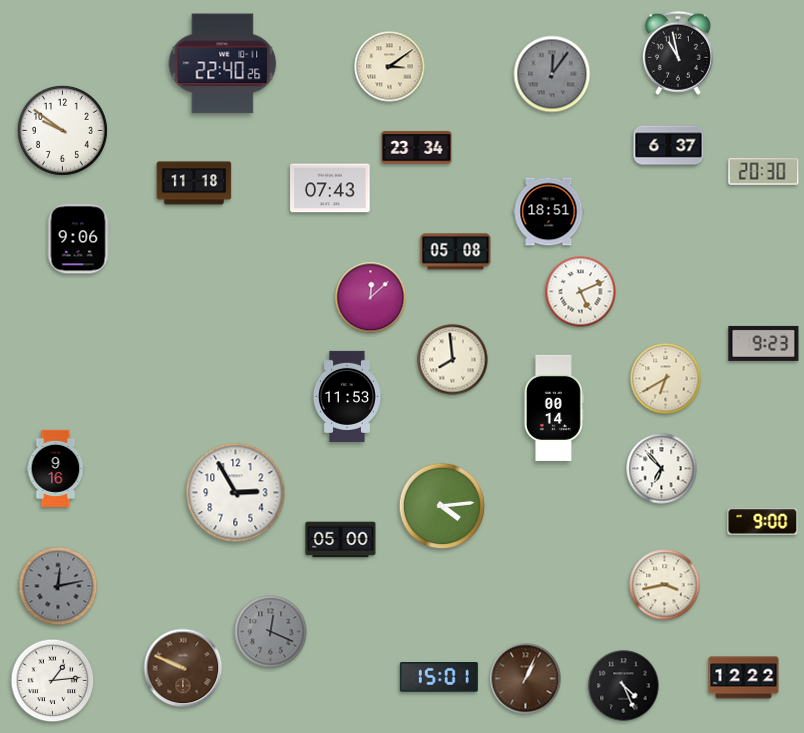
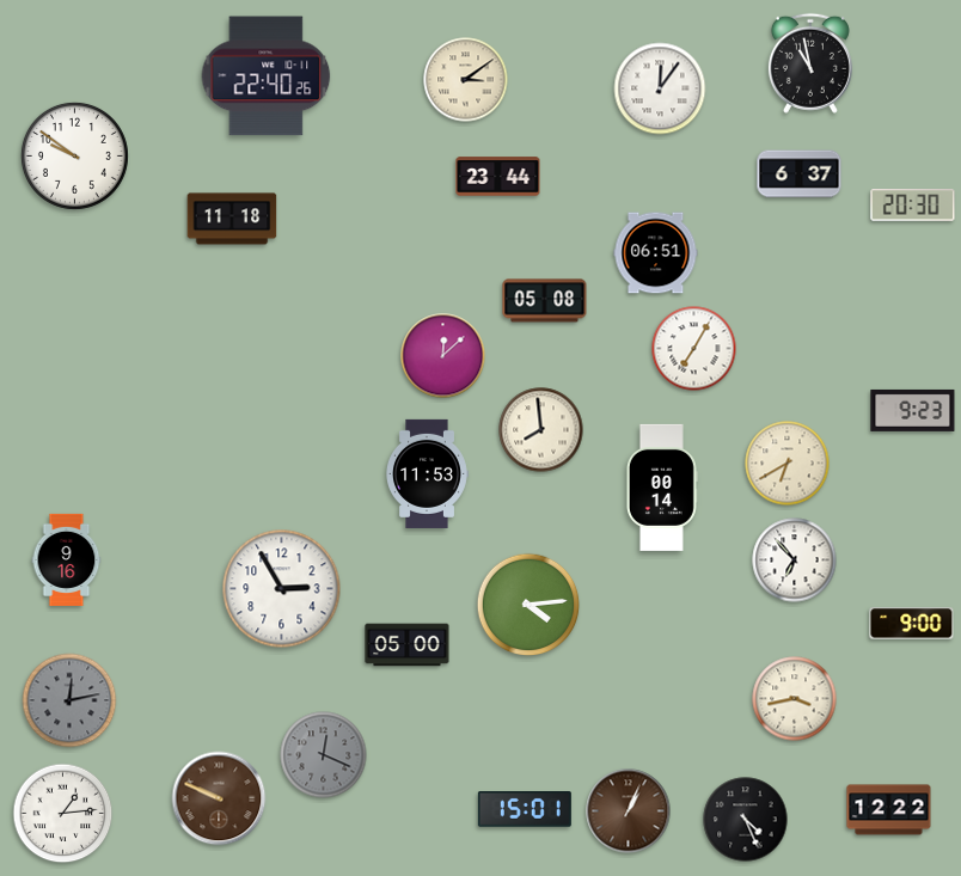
clock at (552, 74) dial: grey -> white
clock at (417, 148): 23:34 -> 23:44
clock at (330, 188): 07:43 -> none
clock at (549, 212): 18:51 -> 06:51
clock at (78, 239): 9:06 -> none
clock at (581, 292): 5:11 -> 7:05
clock at (666, 379) position: (666, 379) -> (788, 464)
clock at (348, 396) position: (348, 396) -> (428, 473)
clock at (662, 469) position: (662, 469) -> (795, 560)
